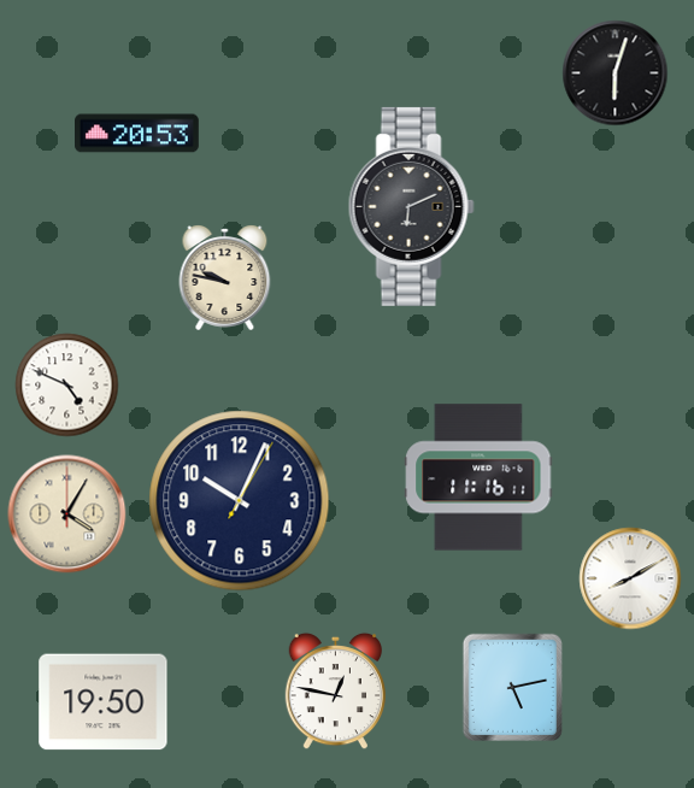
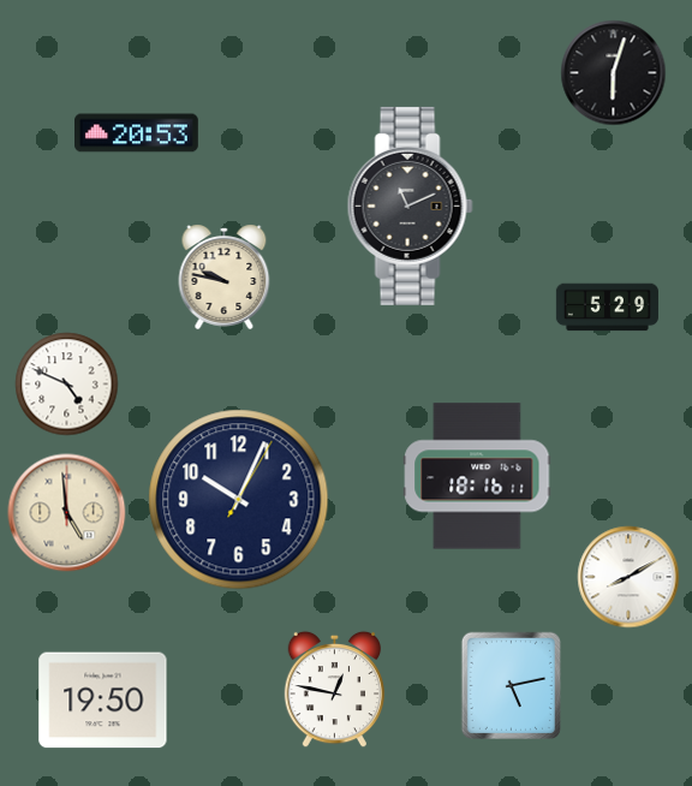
clock at (411, 206): 6:11 -> 11:11
clock at (607, 308): none -> 5:29
clock at (478, 477): 11:16 -> 18:16
clock at (67, 514): 4:05 -> 4:59
